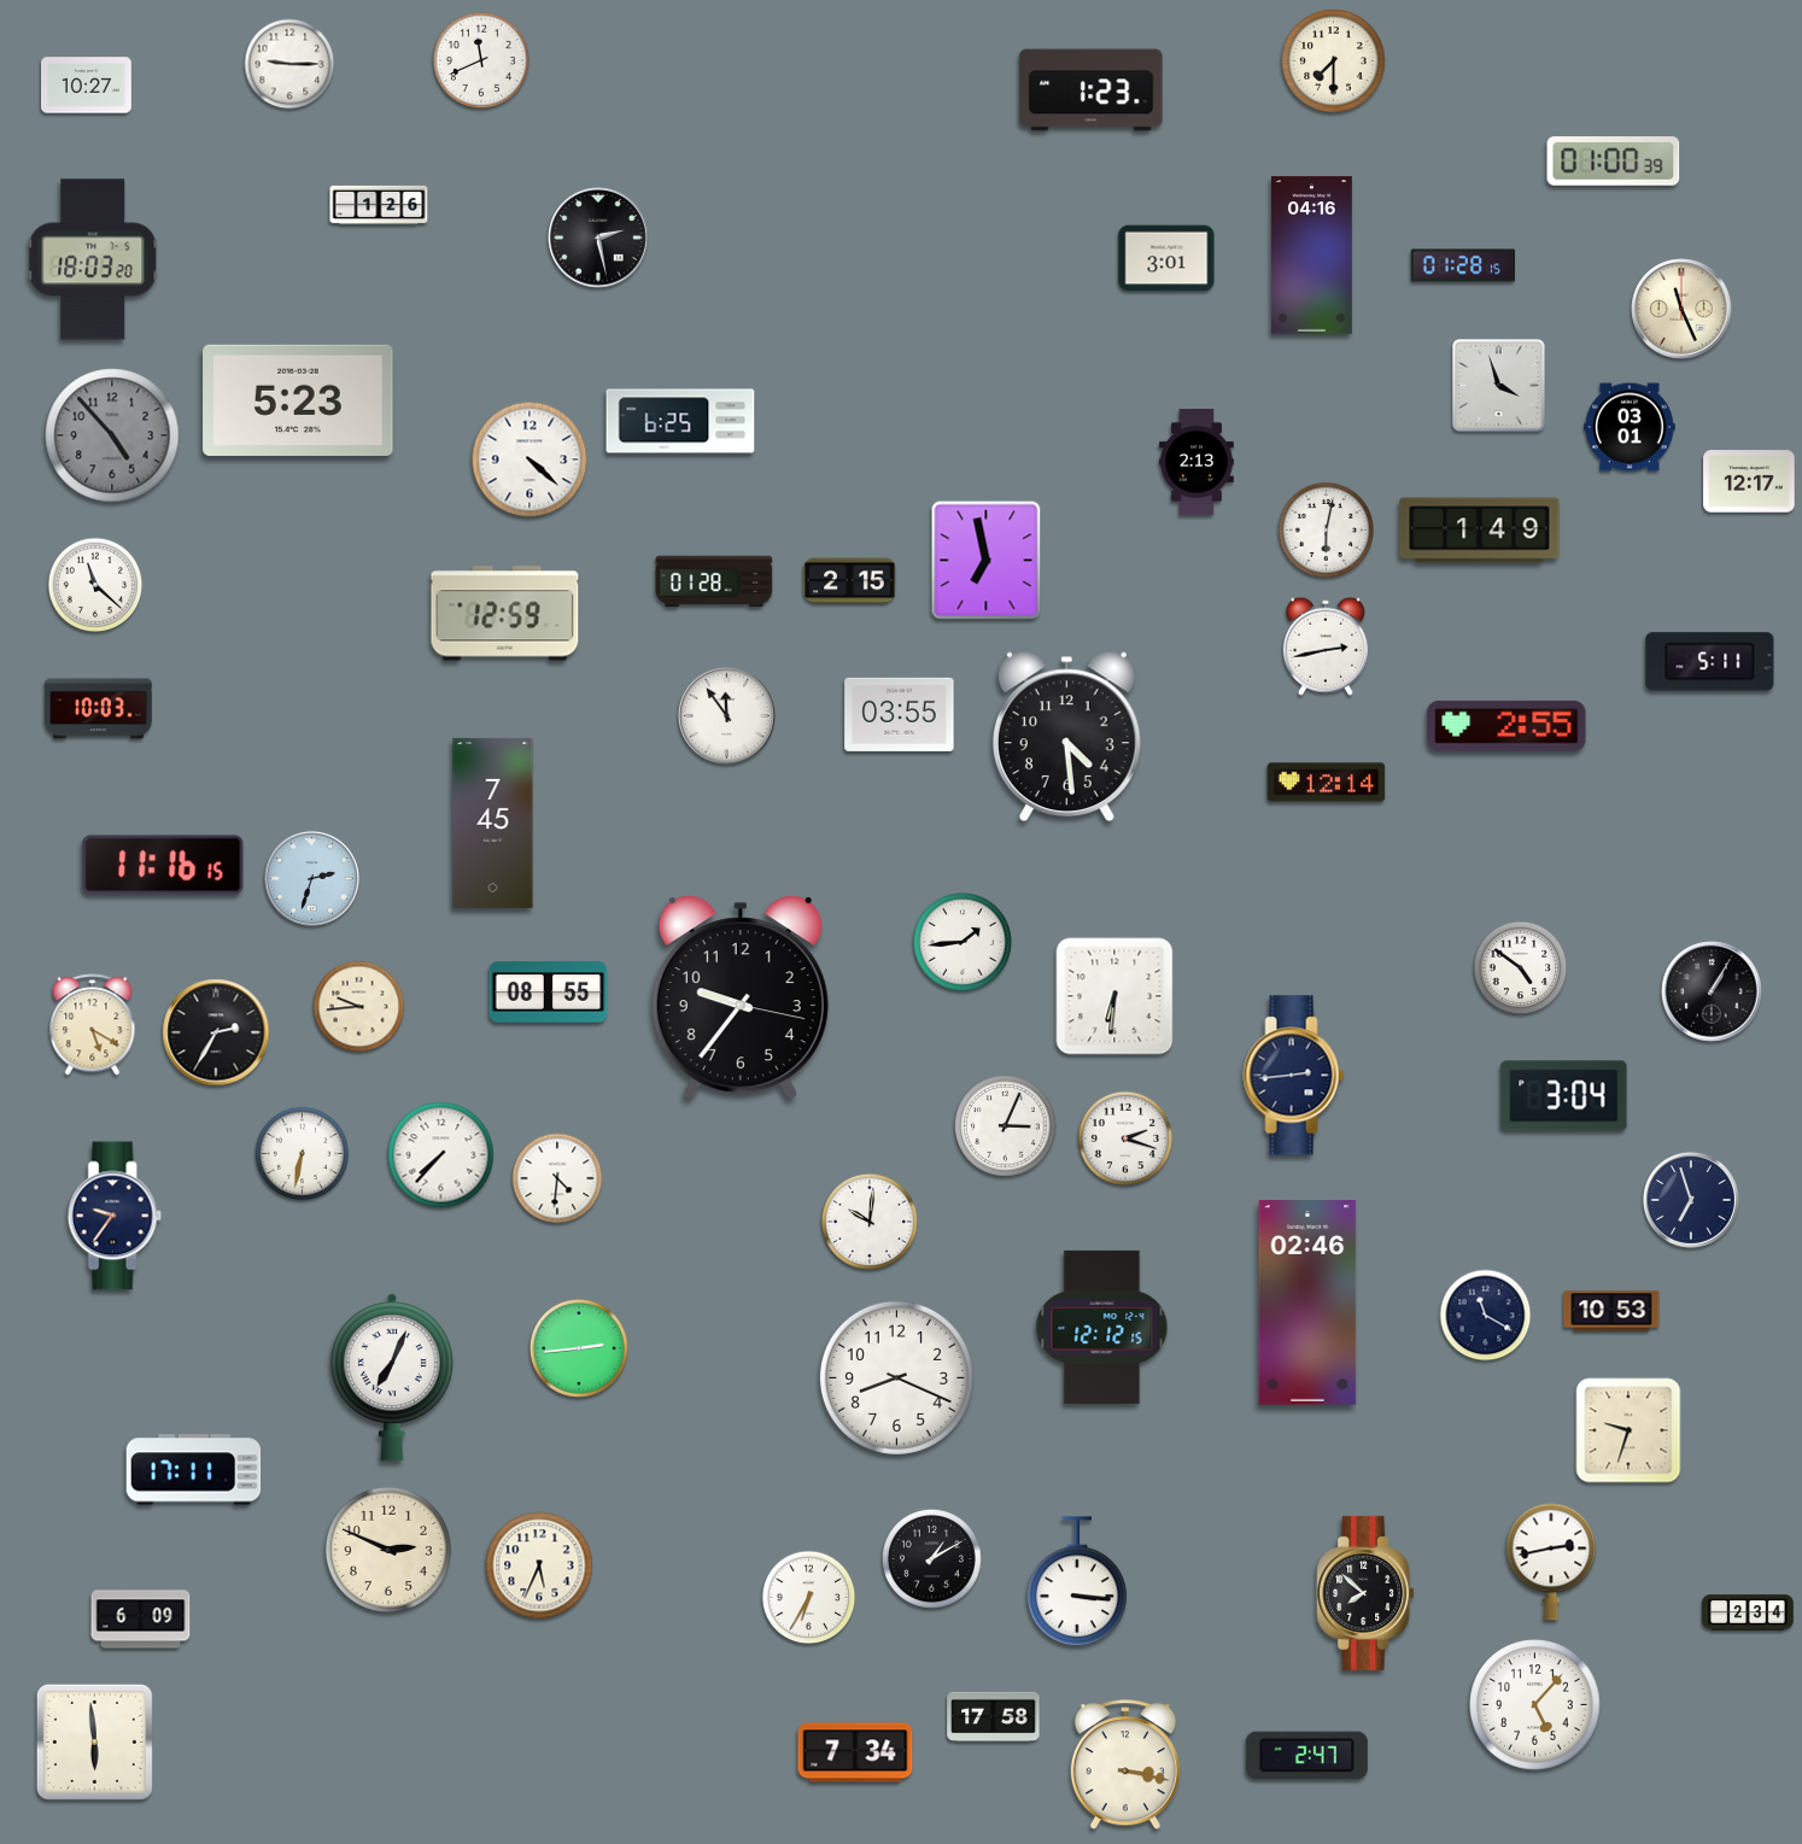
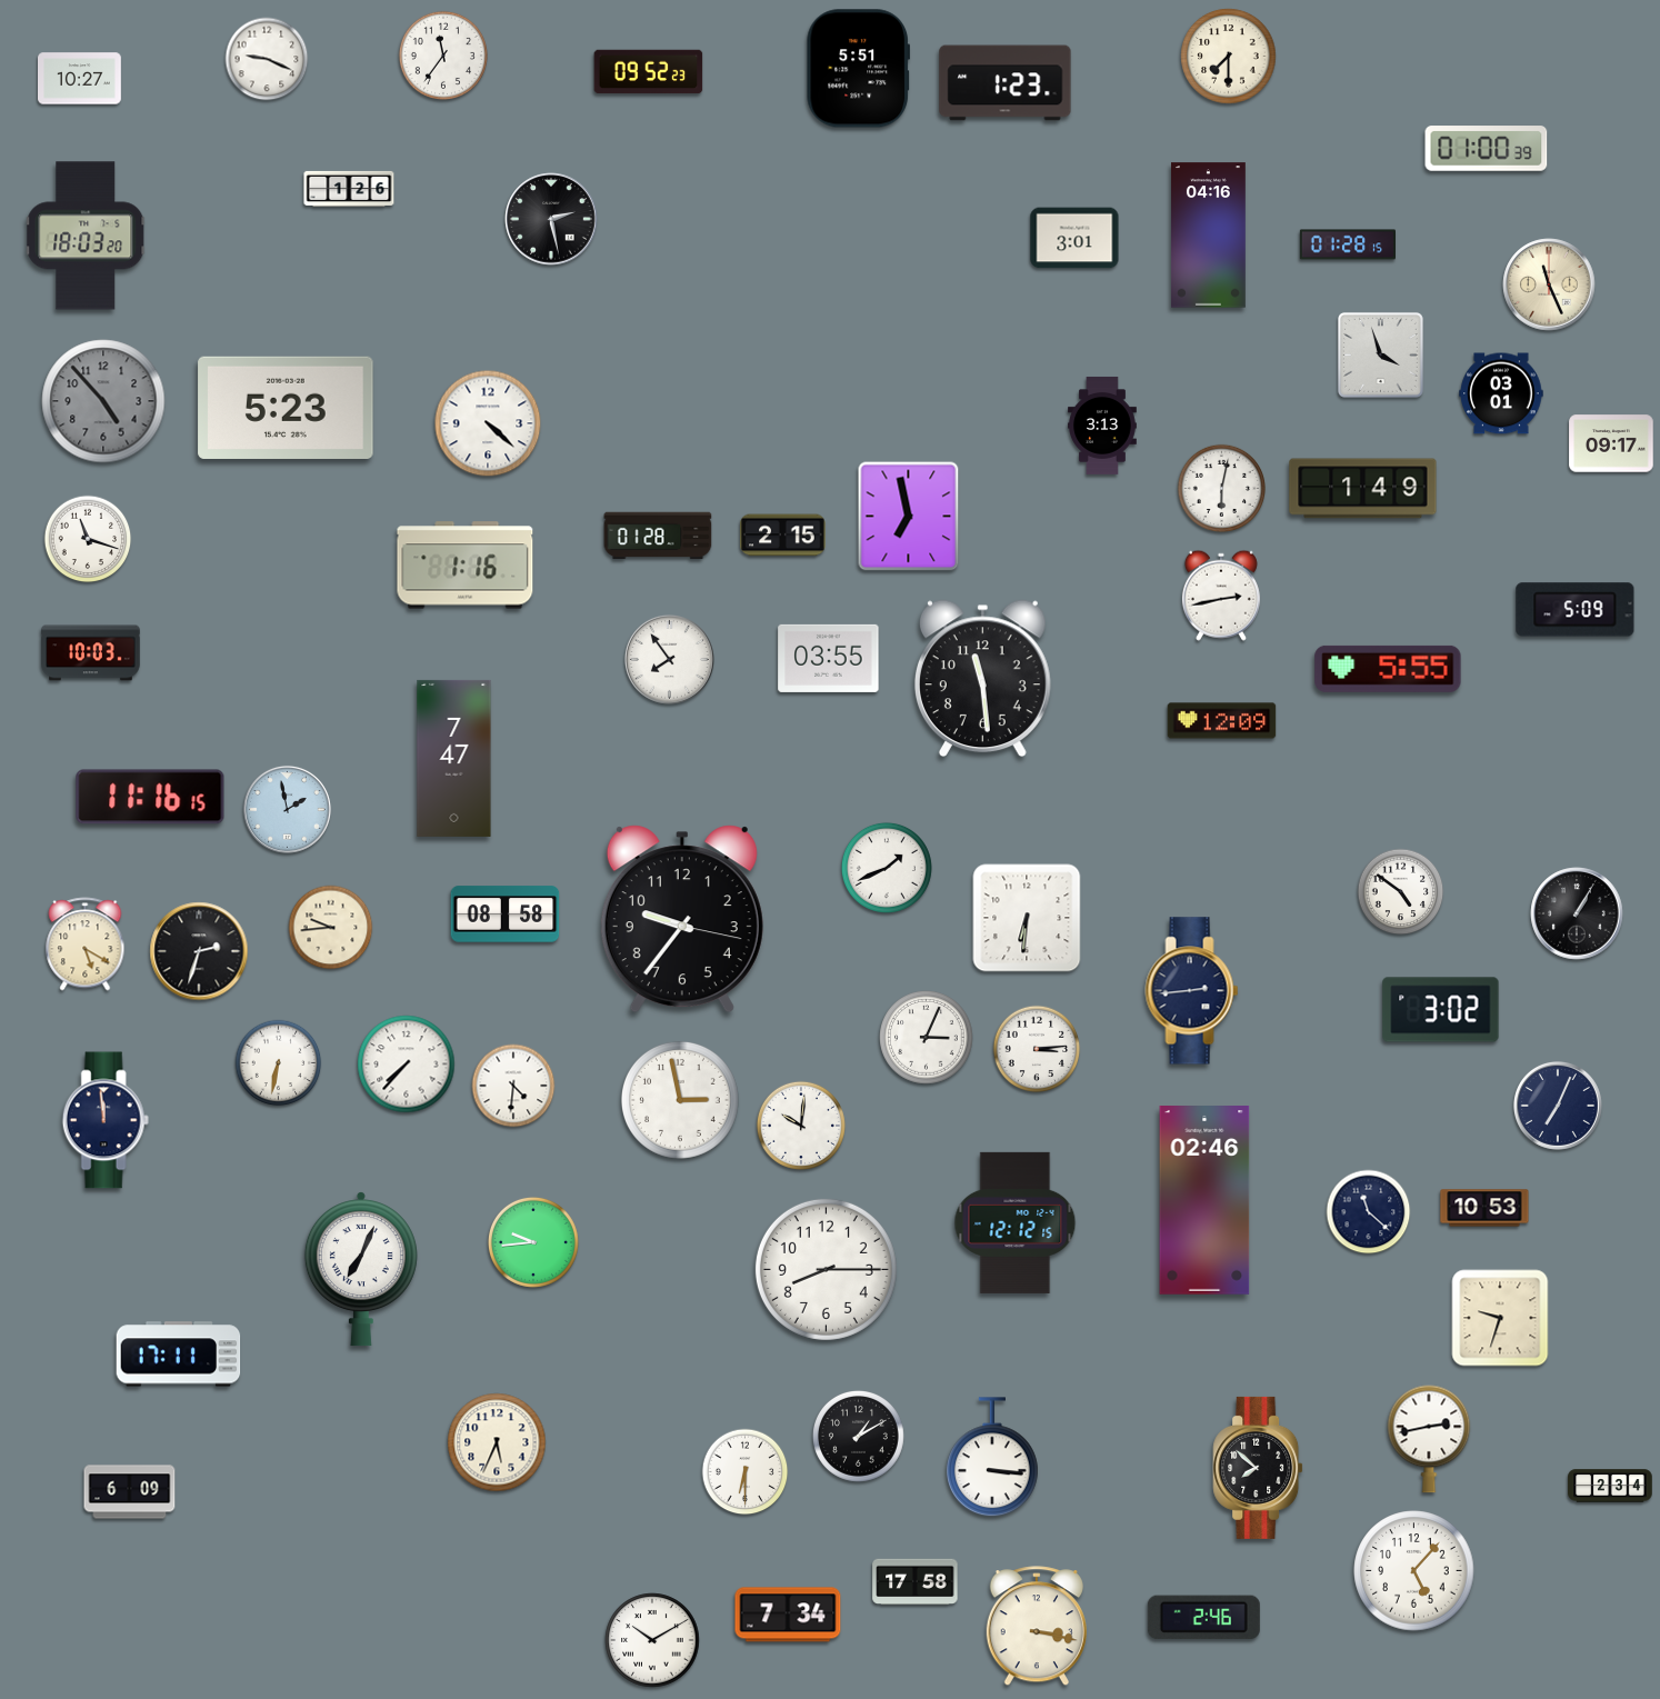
clock at (481, 60): 11:41 -> 11:36
clock at (289, 64): 9:15 -> 9:19
clock at (858, 69): none -> 5:51
clock at (649, 72): none -> 09:52
clock at (94, 259) position: (94, 259) -> (87, 236)
clock at (298, 399) position: (298, 399) -> (286, 407)
clock at (680, 421): 6:25 -> none
clock at (1198, 462): 2:13 -> 3:13
clock at (1749, 481): 12:17 -> 09:17
clock at (95, 585): 11:22 -> 11:18
clock at (505, 614): 12:59 -> 1:16
clock at (1710, 662): 5:11 -> 5:09
clock at (727, 716): 11:54 -> 7:54
clock at (1506, 726): 2:55 -> 5:55
clock at (1066, 737): 4:29 -> 11:29
clock at (1327, 783): 12:14 -> 12:09
clock at (493, 823): 7:45 -> 7:47
clock at (311, 878): 2:33 -> 1:58
clock at (963, 942): 1:44 -> 1:41
clock at (549, 993): 08:55 -> 08:58
clock at (216, 1032): 2:35 -> 2:33
clock at (1564, 1096): 3:04 -> 3:02
clock at (1125, 1138): 2:18 -> 3:14
clock at (680, 1100): none -> 2:58
clock at (1691, 1200): 6:57 -> 7:04
clock at (115, 1216): 9:36 -> 11:59
clock at (1486, 1316): 11:20 -> 11:22
clock at (579, 1348): 2:44 -> 9:44
clock at (896, 1377): 8:19 -> 8:15
clock at (388, 1550): 2:49 -> none
clock at (809, 1598): 6:35 -> 6:30
clock at (94, 1741): 5:59 -> none
clock at (1306, 1756): 2:47 -> 2:46
clock at (652, 1640): none -> 10:10
